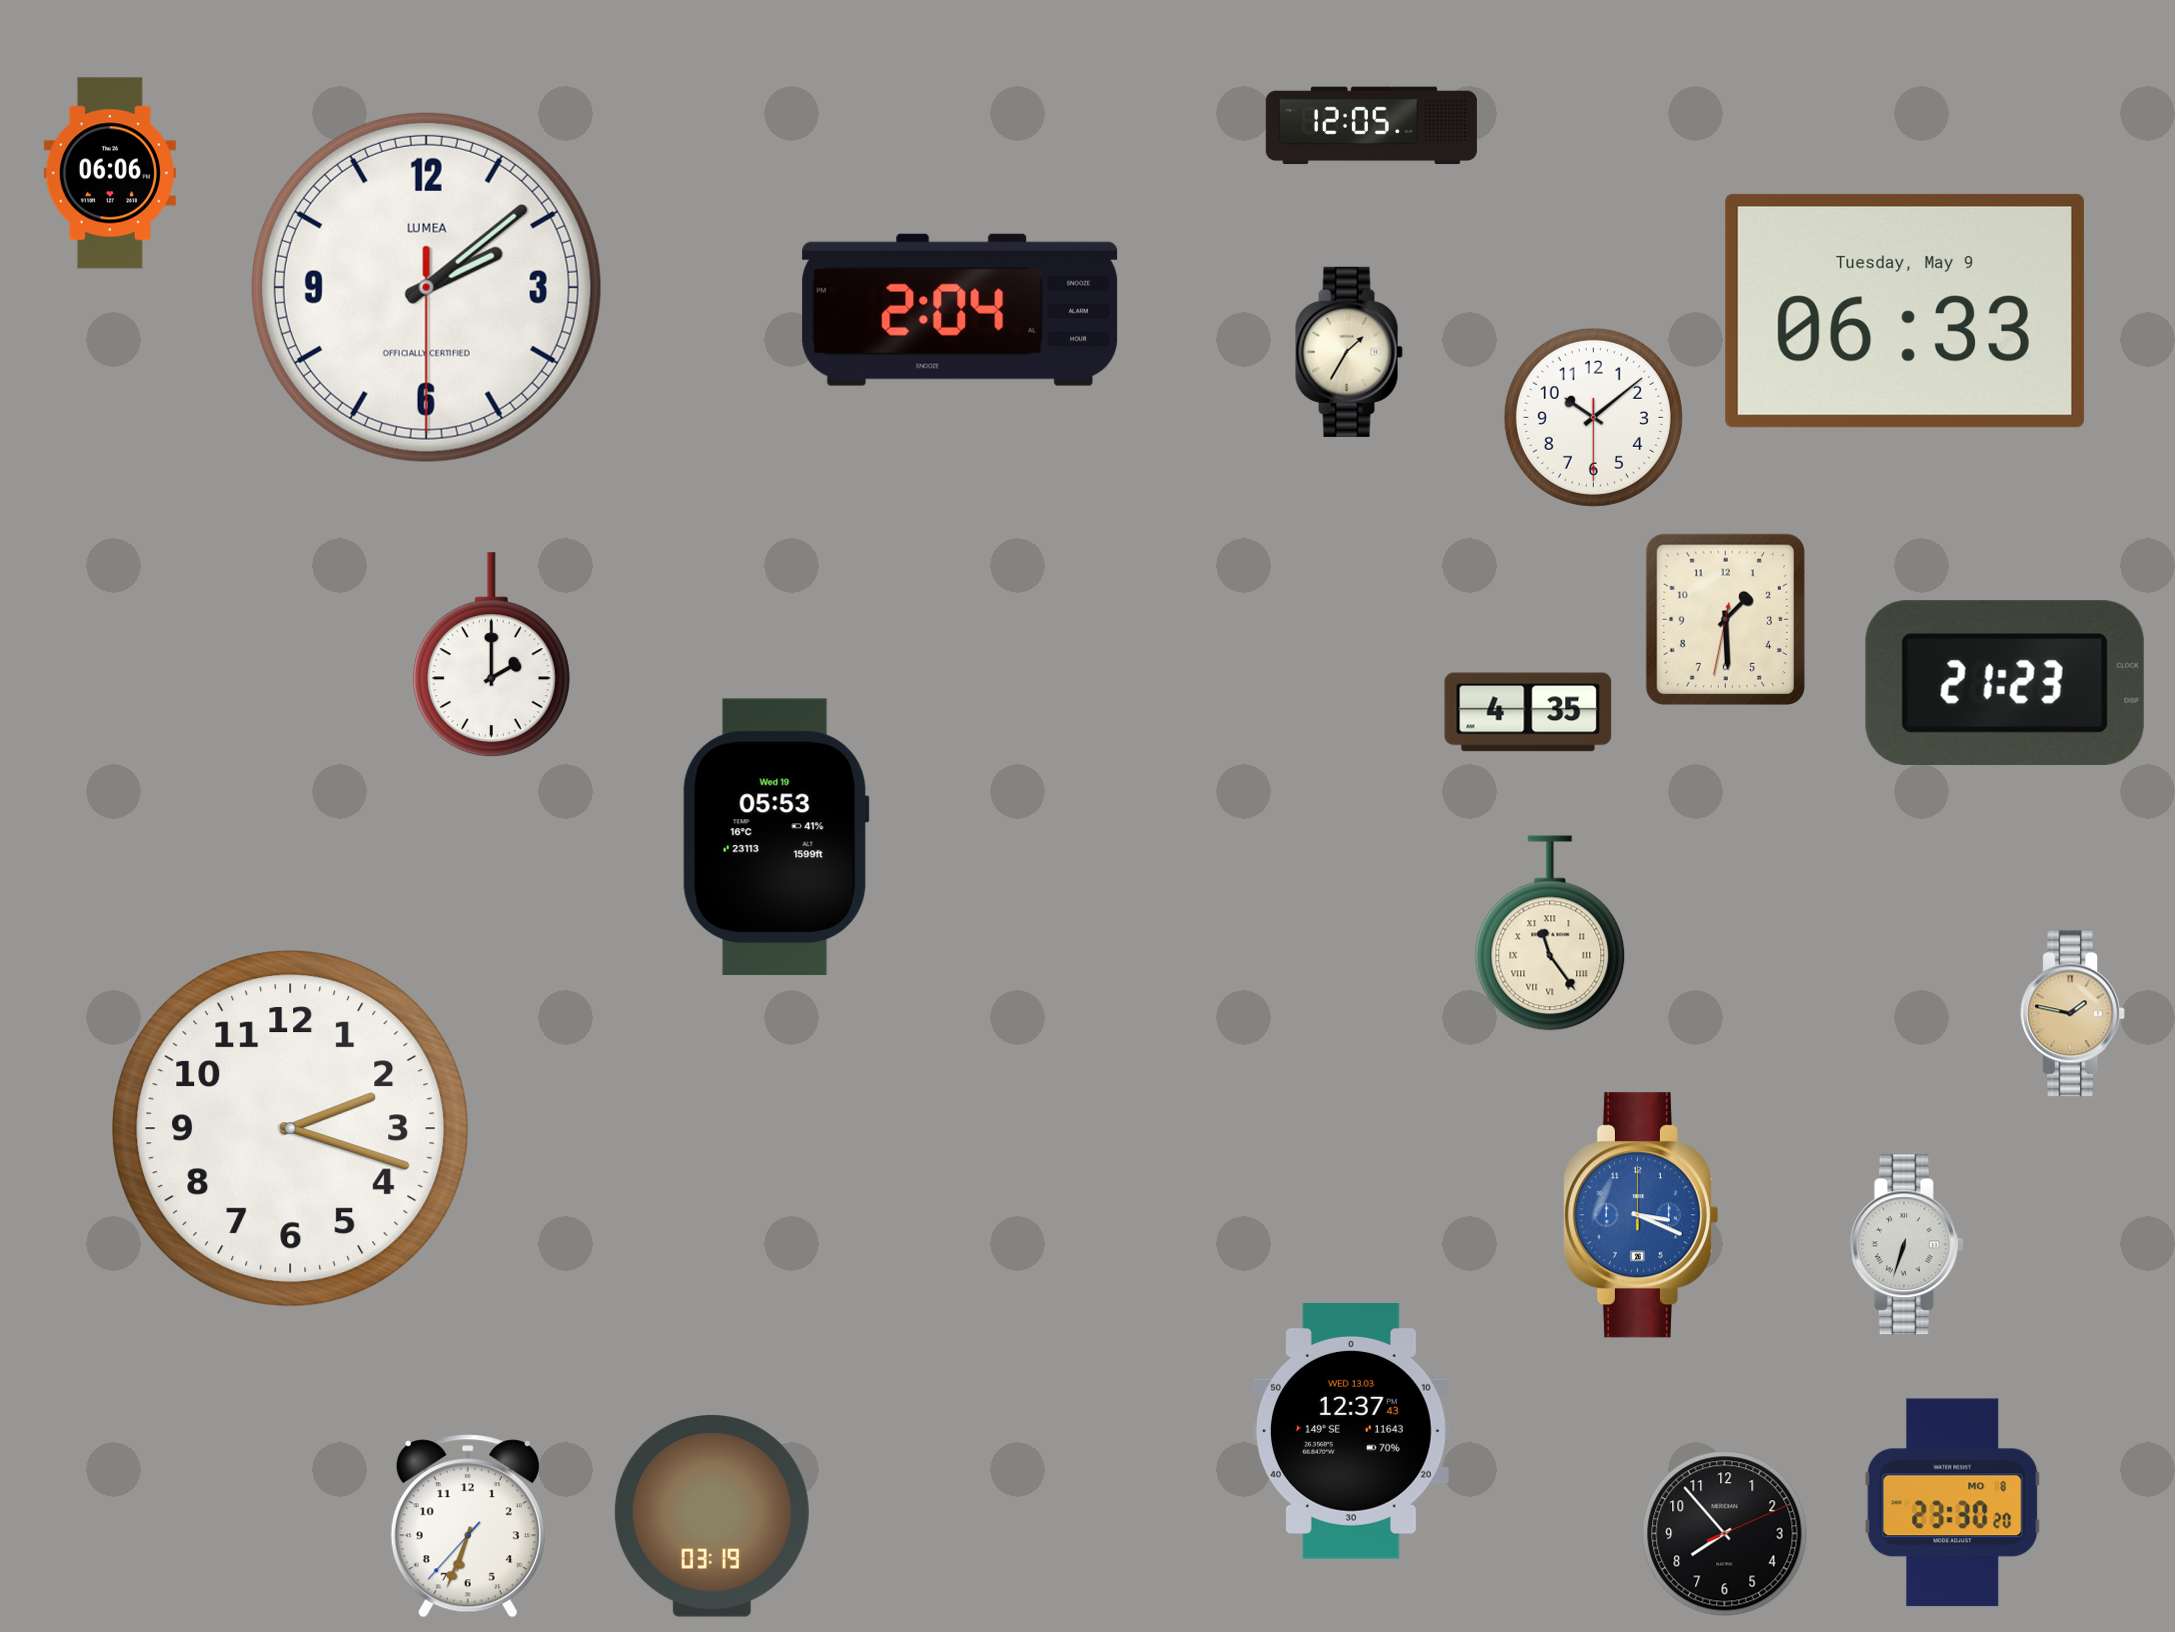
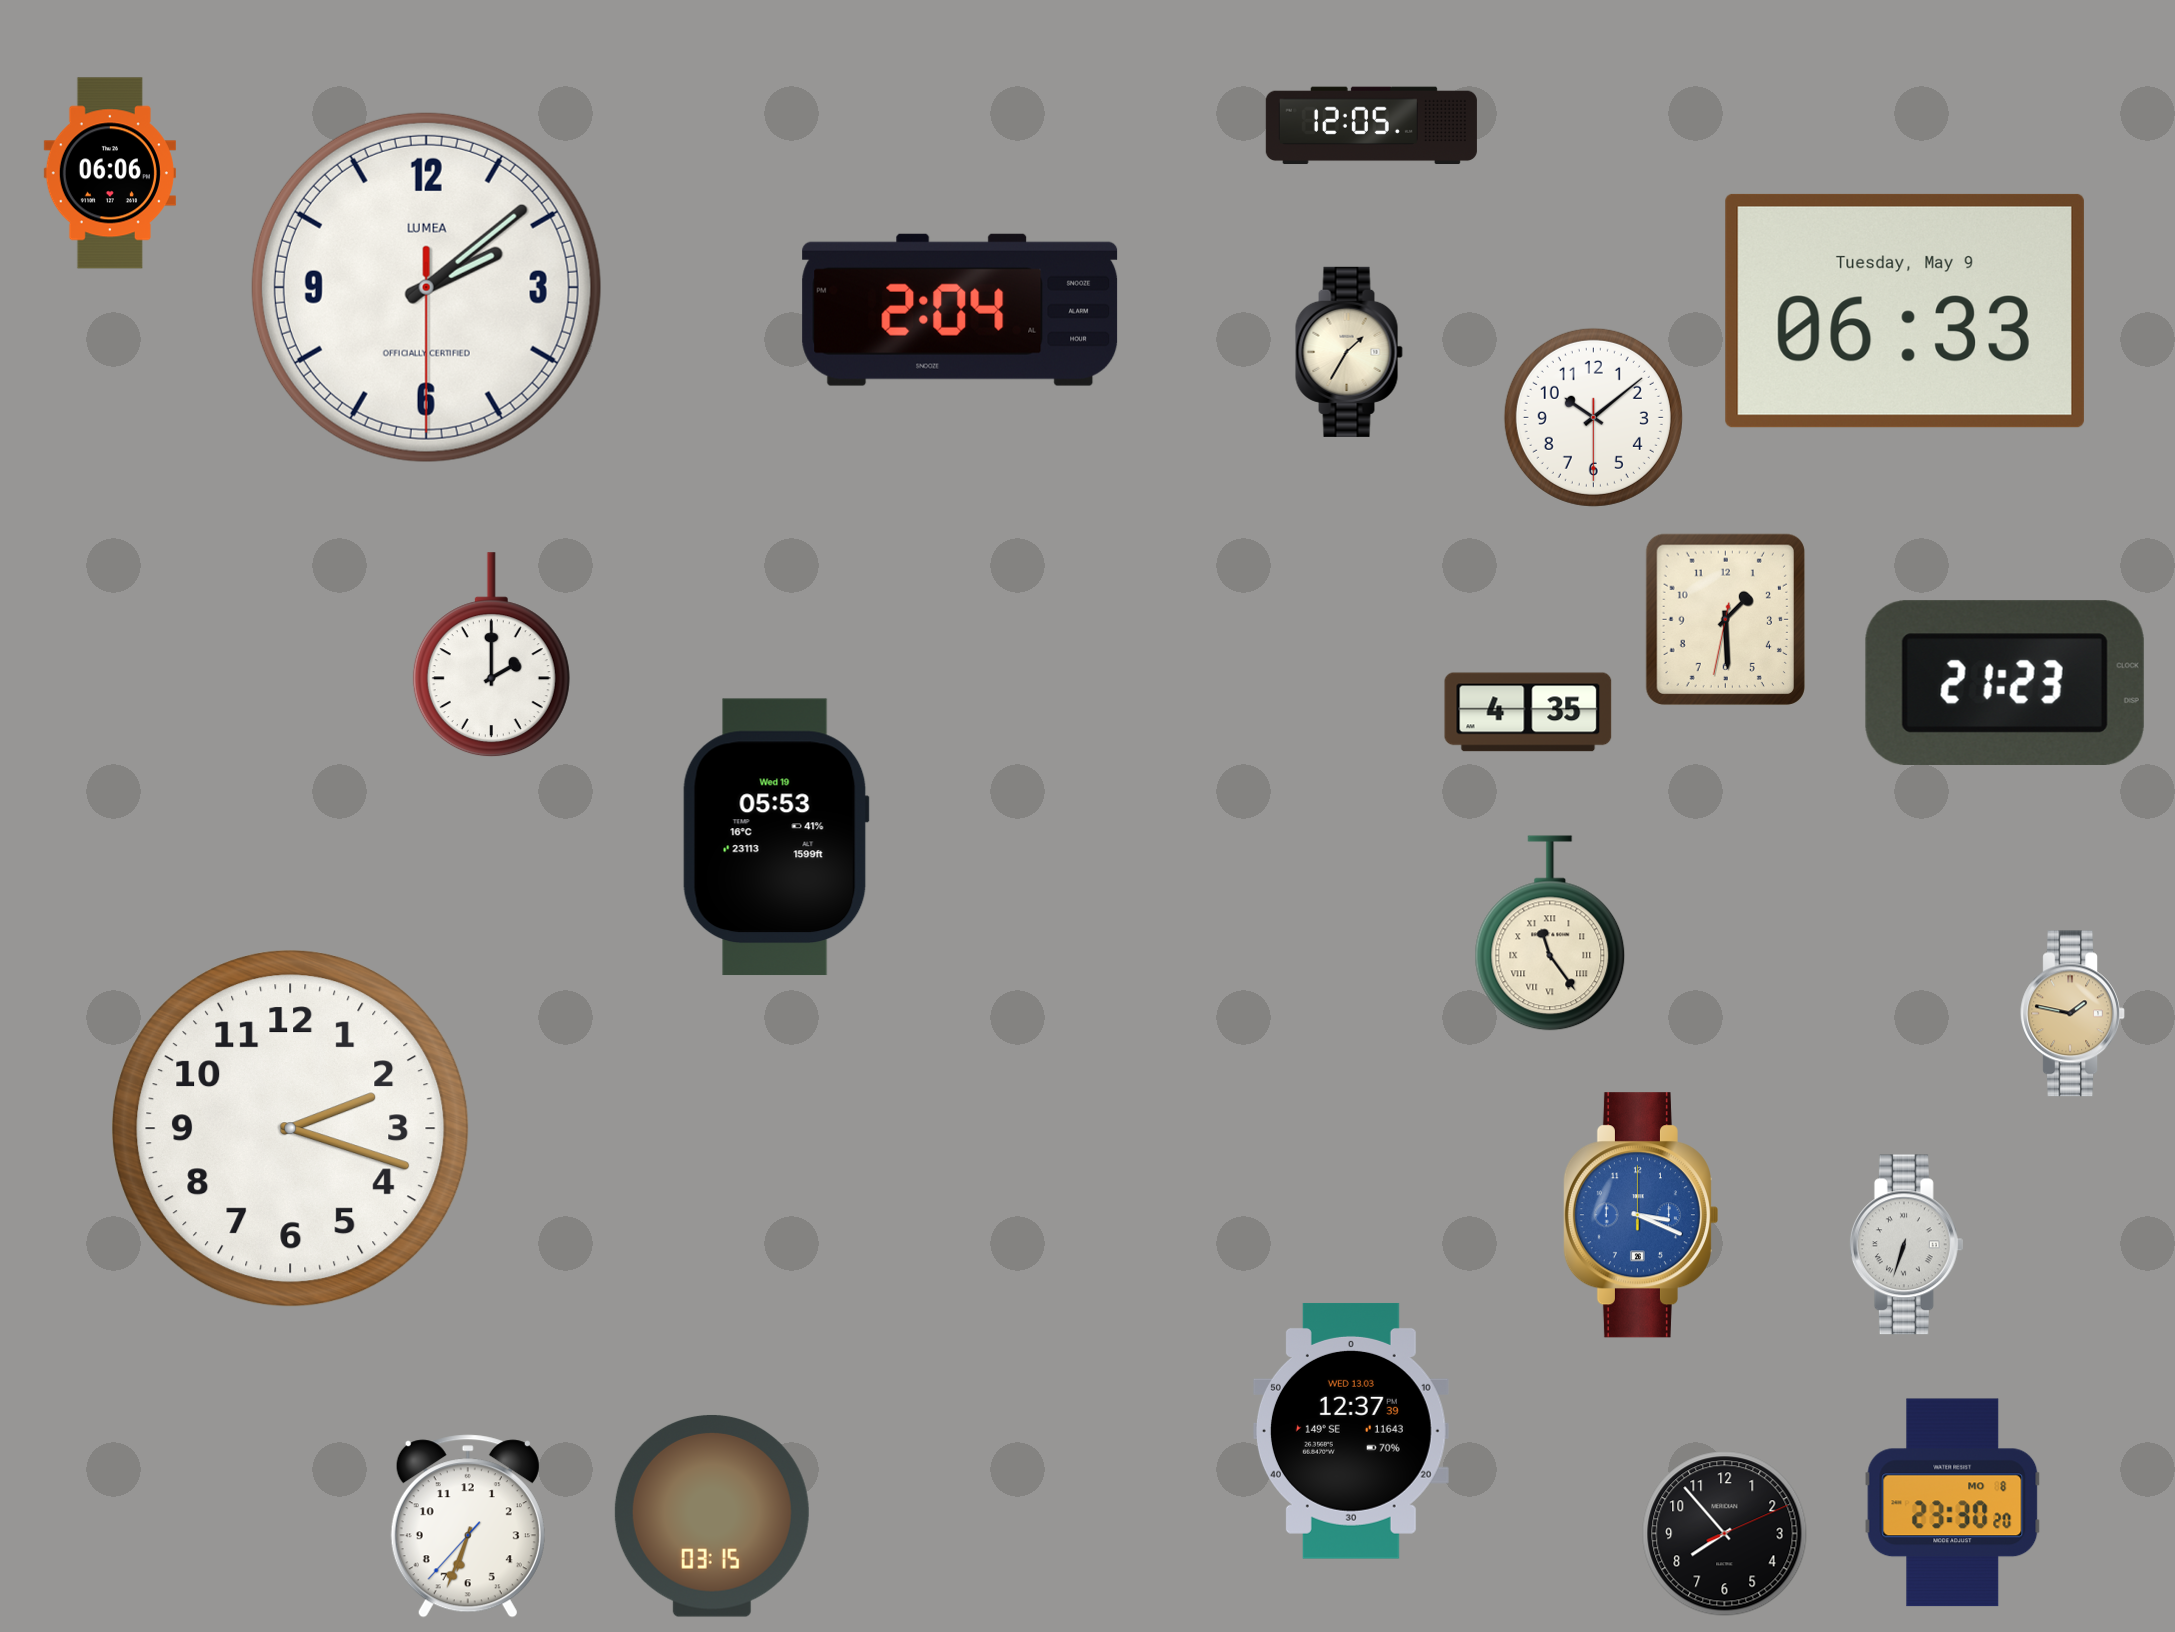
clock at (1351, 1431): 12:37:43 -> 12:37:39
clock at (712, 1516): 03:19 -> 03:15
